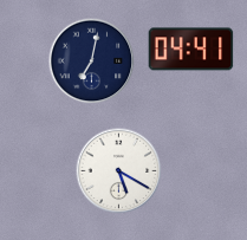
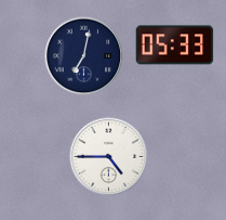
clock at (191, 50): 04:41 -> 05:33
clock at (119, 171): 5:20 -> 4:45
